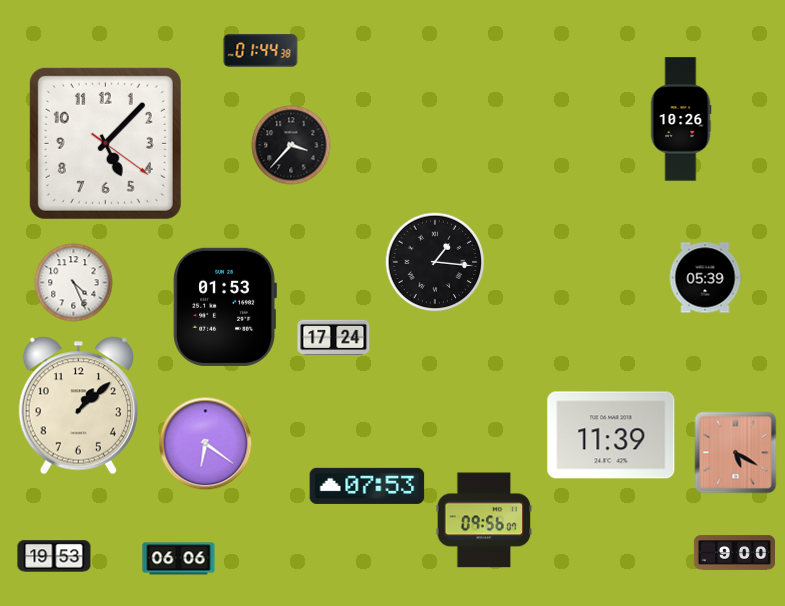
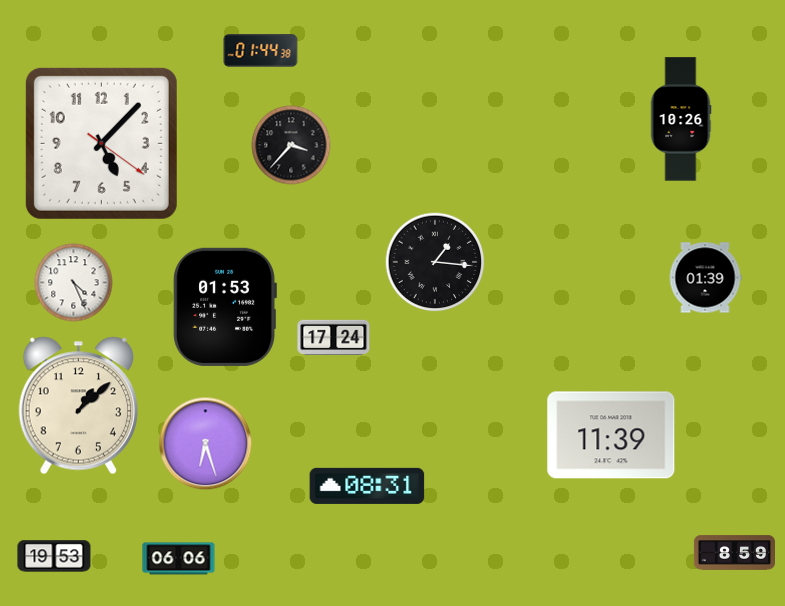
clock at (105, 143) position: (105, 143) -> (101, 143)
clock at (705, 278): 05:39 -> 01:39
clock at (206, 444): 6:21 -> 6:27
clock at (736, 453): 5:20 -> none
clock at (367, 486): 07:53 -> 08:31
clock at (484, 520): 09:56 -> none
clock at (734, 553): 9:00 -> 8:59
